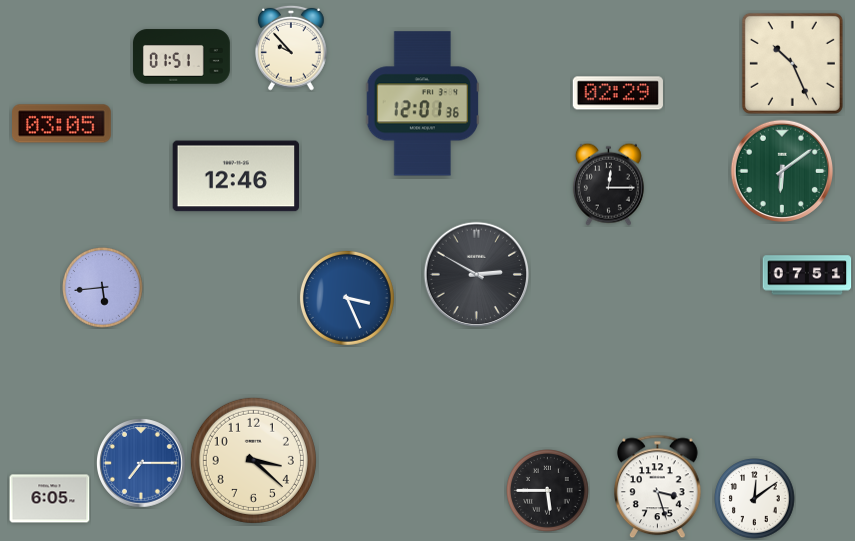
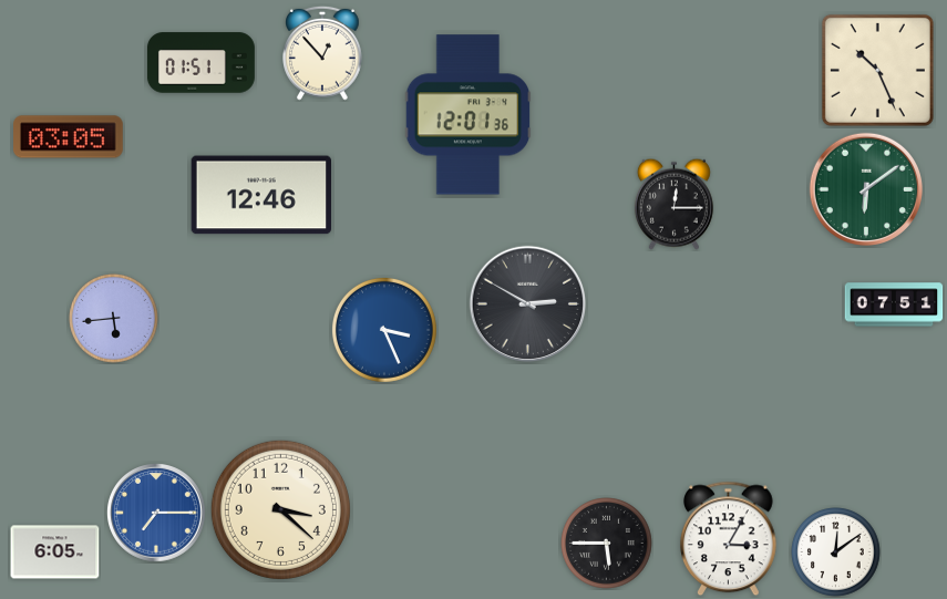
clock at (292, 48): 9:53 -> 12:53
clock at (618, 93): 02:29 -> none
clock at (658, 487): 3:27 -> 3:05
